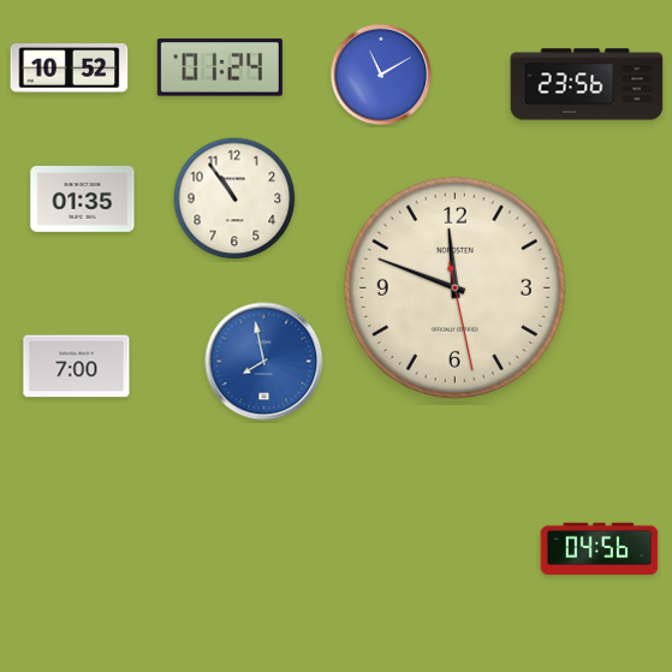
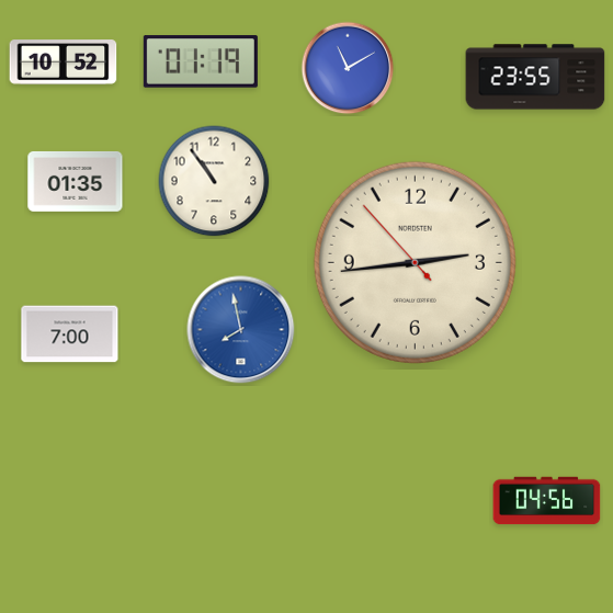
clock at (220, 67): 01:24 -> 01:19
clock at (587, 84): 23:56 -> 23:55
clock at (454, 287): 11:48 -> 2:43
